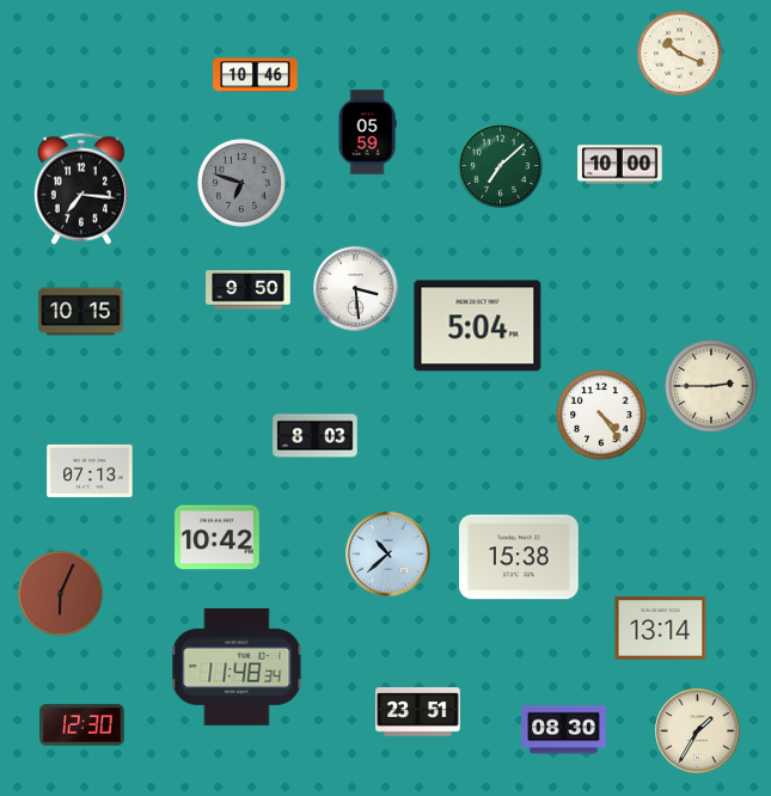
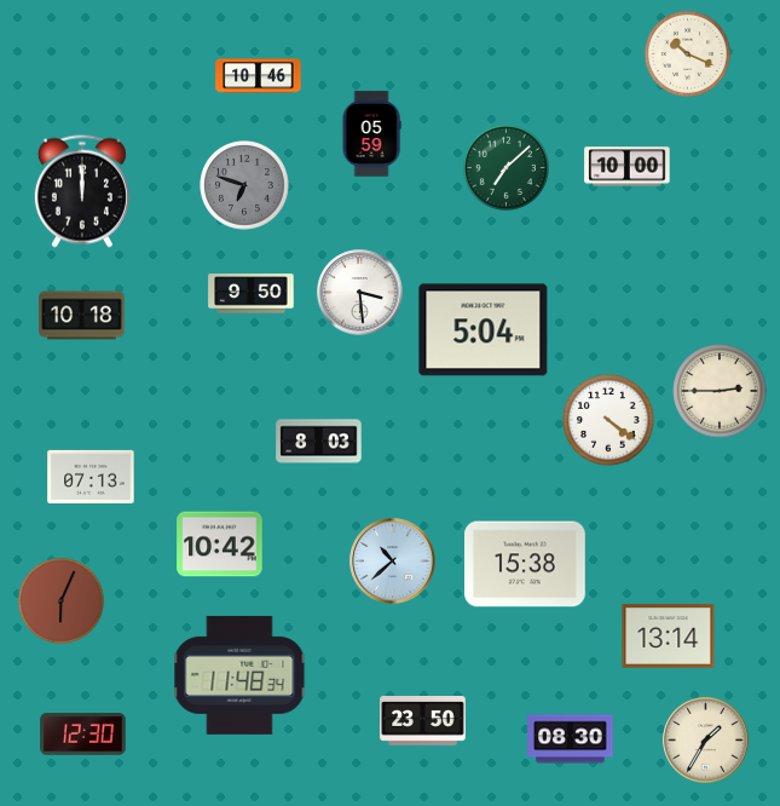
clock at (81, 189): 7:16 -> 12:00
clock at (81, 312): 10:15 -> 10:18
clock at (601, 415): 4:24 -> 4:21
clock at (418, 712): 23:51 -> 23:50
